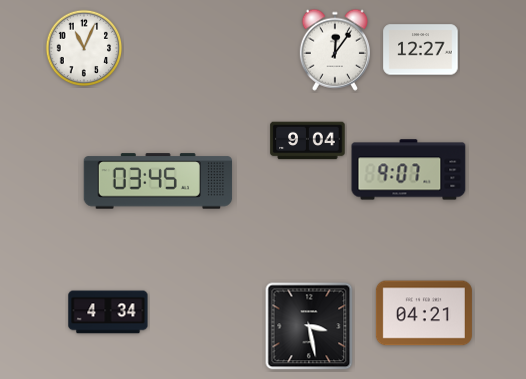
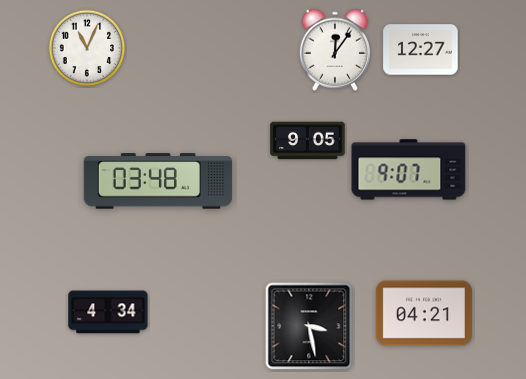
clock at (84, 48) position: (84, 48) -> (87, 48)
clock at (308, 141): 9:04 -> 9:05
clock at (158, 181): 03:45 -> 03:48
